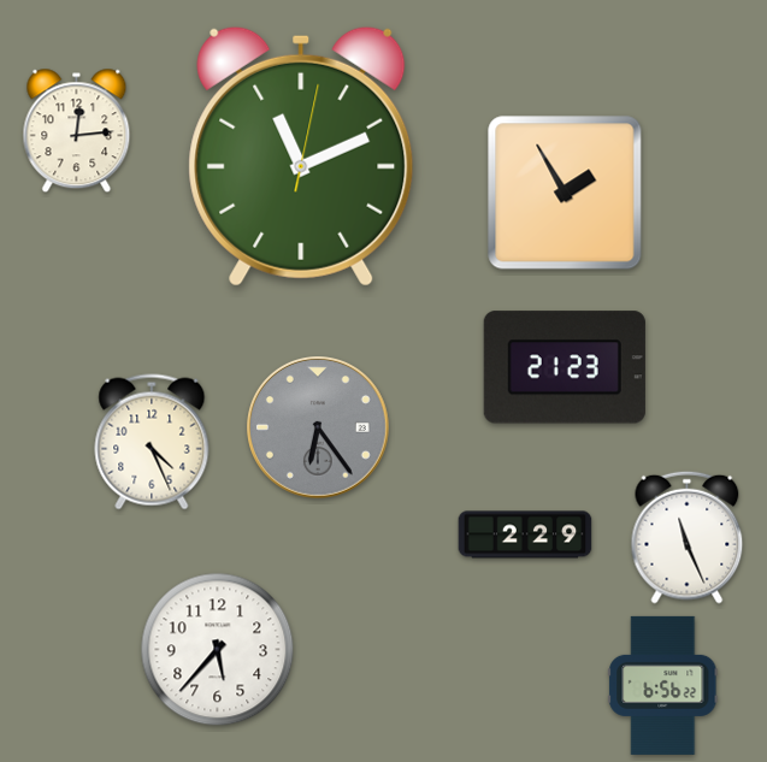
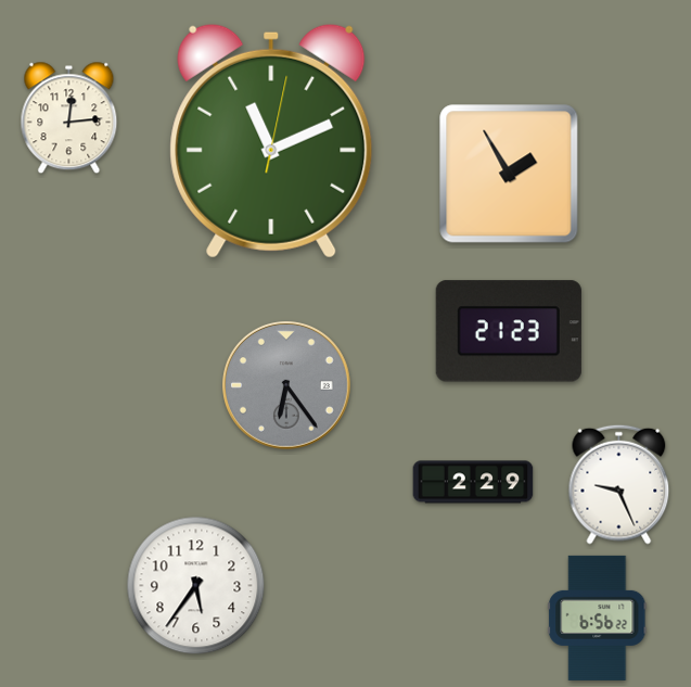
clock at (152, 442): 4:26 -> none
clock at (688, 537): 11:26 -> 9:26
clock at (218, 650): 5:37 -> 5:36
